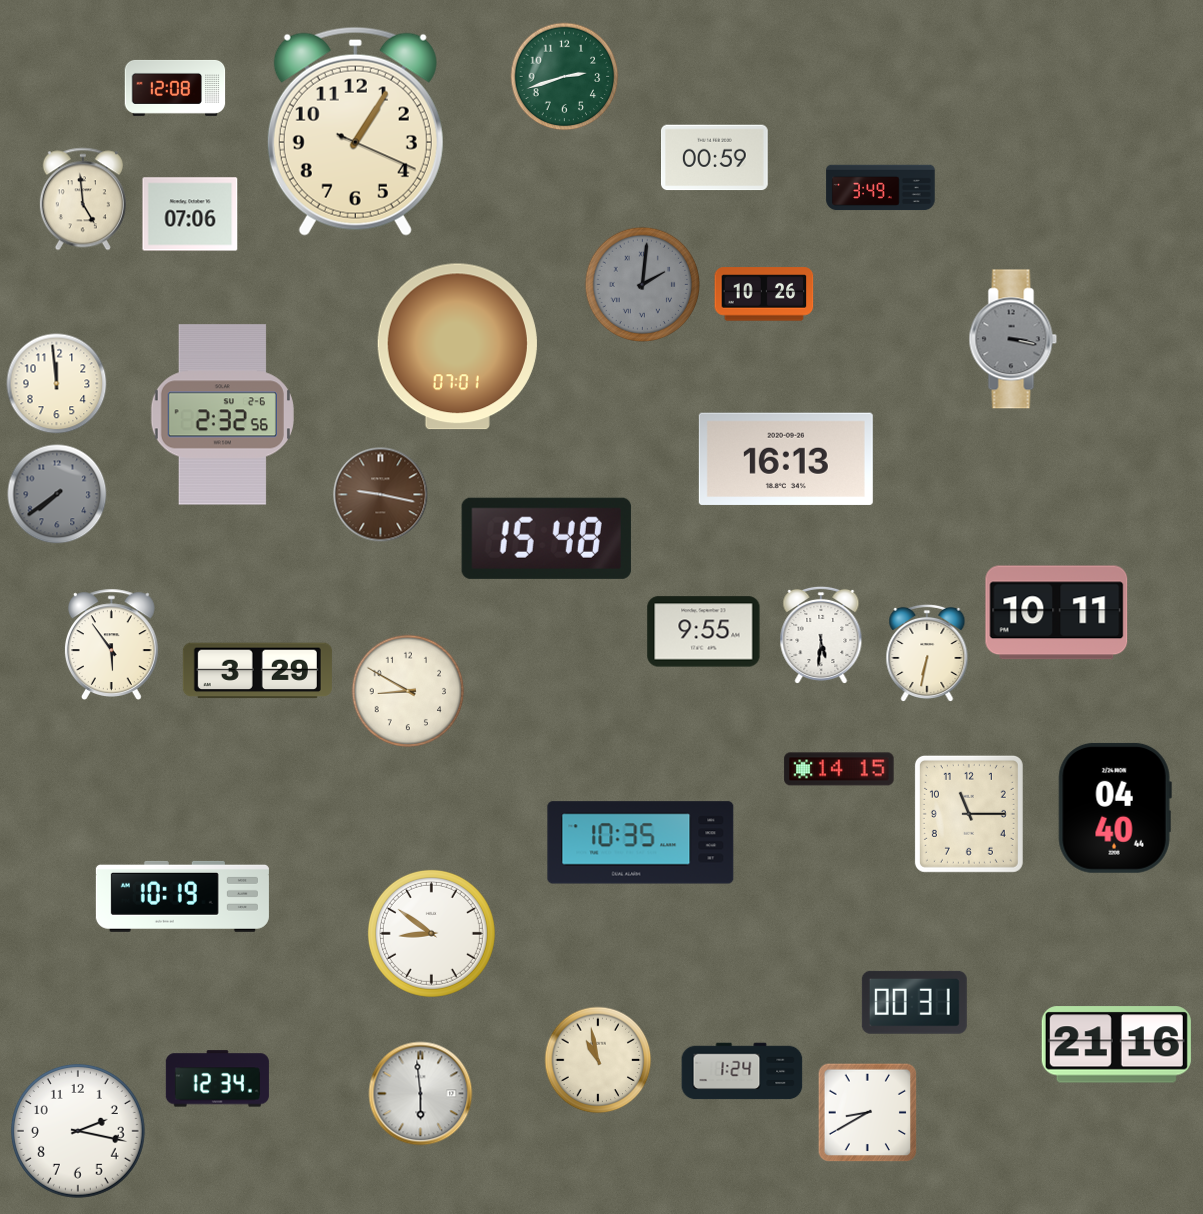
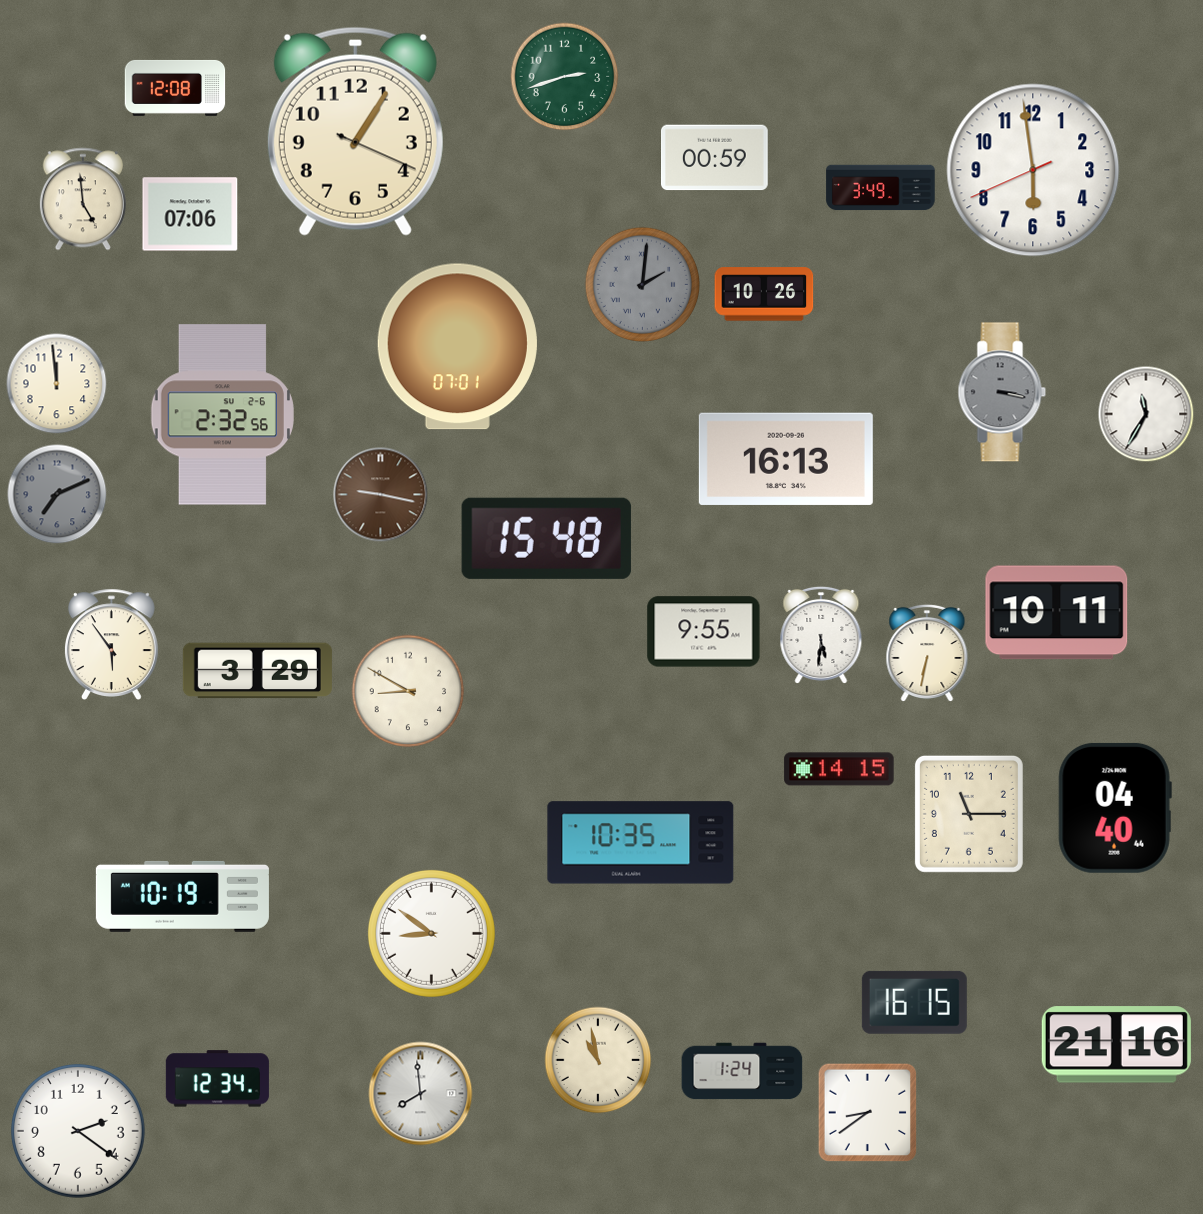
clock at (1033, 170): none -> 5:58
clock at (1013, 339) position: (1013, 339) -> (1002, 392)
clock at (1146, 414): none -> 11:35
clock at (57, 494): 7:39 -> 7:11
clock at (914, 1002): 00:31 -> 16:15
clock at (421, 1094): 5:59 -> 7:59
clock at (868, 1113): 8:40 -> 8:39
clock at (78, 1131): 2:17 -> 2:21
